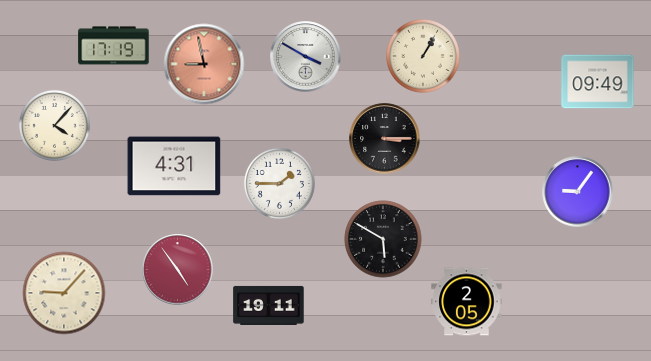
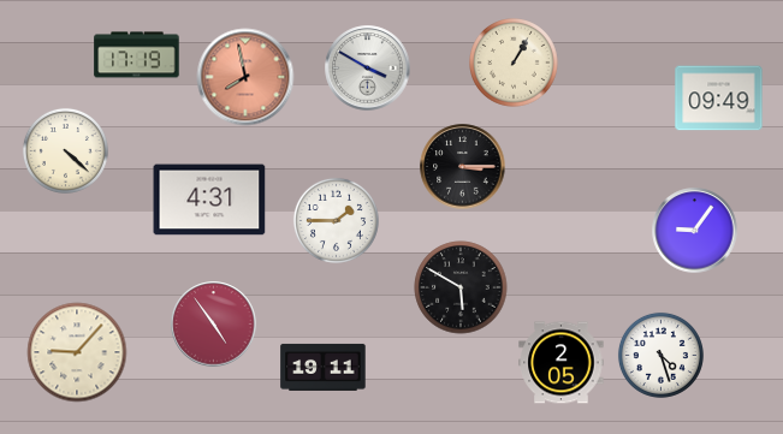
clock at (424, 57) position: (424, 57) -> (515, 64)
clock at (204, 64): 8:58 -> 7:58
clock at (54, 125): 4:07 -> 4:22
clock at (660, 355): none -> 4:27
